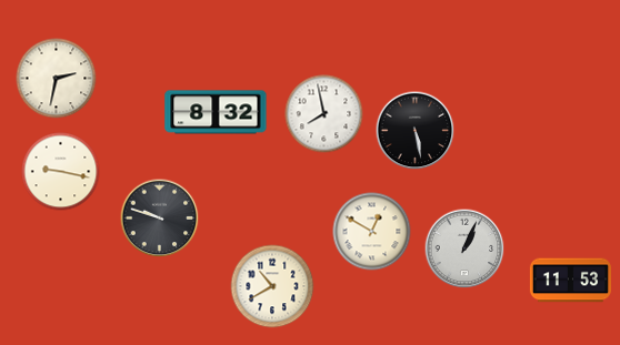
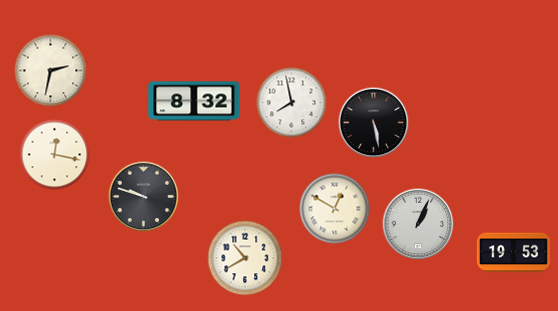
clock at (416, 131) position: (416, 131) -> (374, 123)
clock at (61, 172): 9:17 -> 12:17
clock at (570, 281): 11:53 -> 19:53
